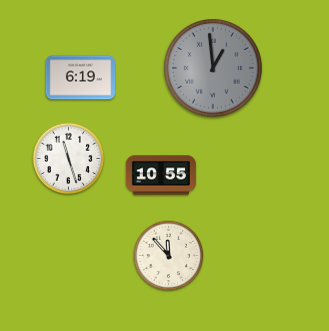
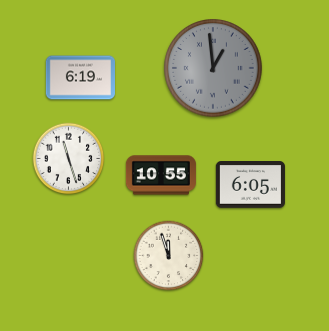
clock at (250, 185): none -> 6:05
clock at (169, 256): 11:53 -> 11:57
